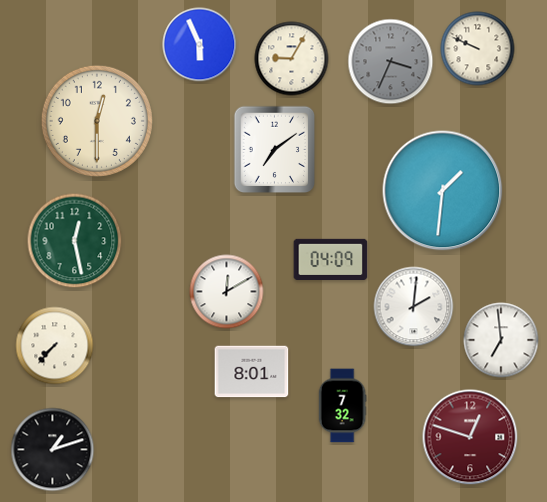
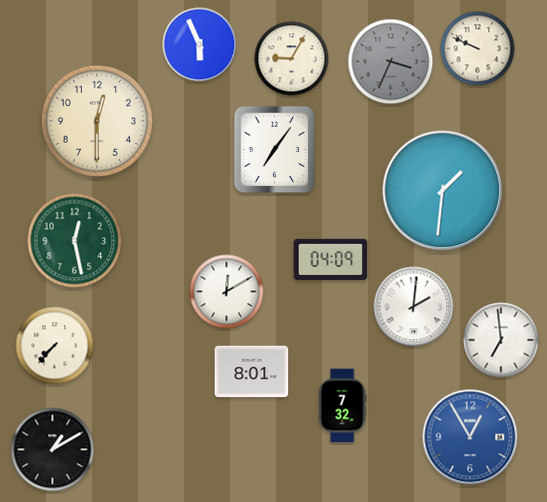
clock at (275, 150): 7:09 -> 7:06
clock at (470, 437): 12:48 -> 12:55
clock at (470, 437) dial: burgundy -> blue
clock at (53, 450): 1:12 -> 1:10
